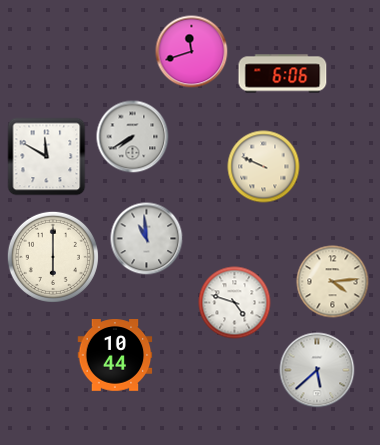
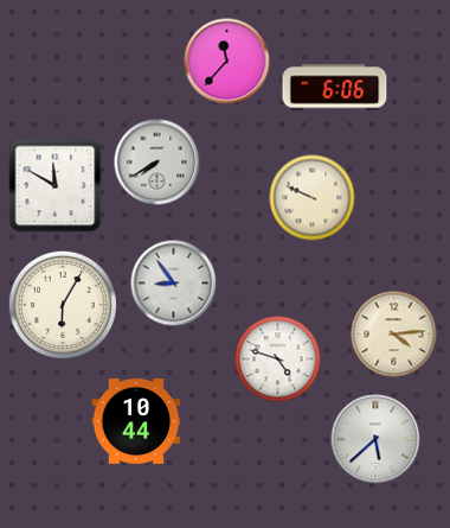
clock at (192, 52): 11:42 -> 11:37
clock at (147, 239): 10:59 -> 8:54
clock at (53, 257): 6:00 -> 6:05
